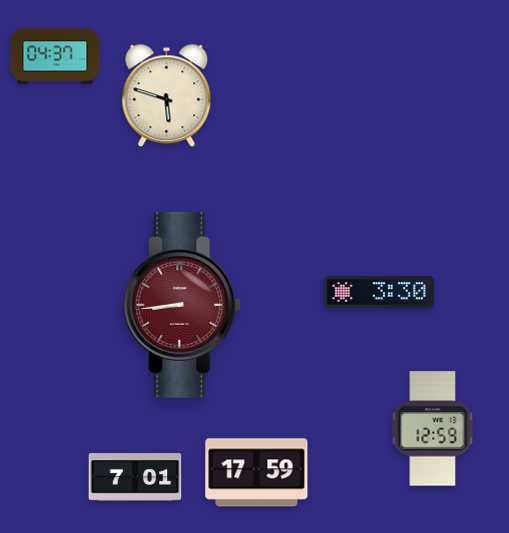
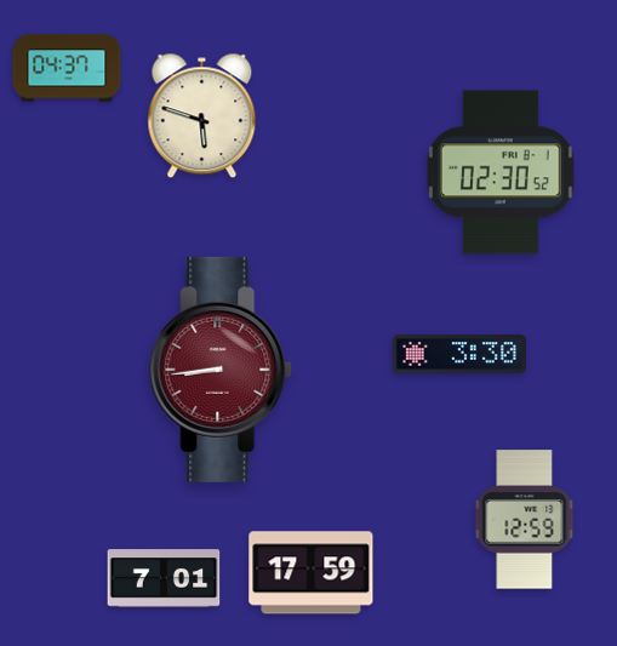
clock at (501, 172): none -> 02:30
